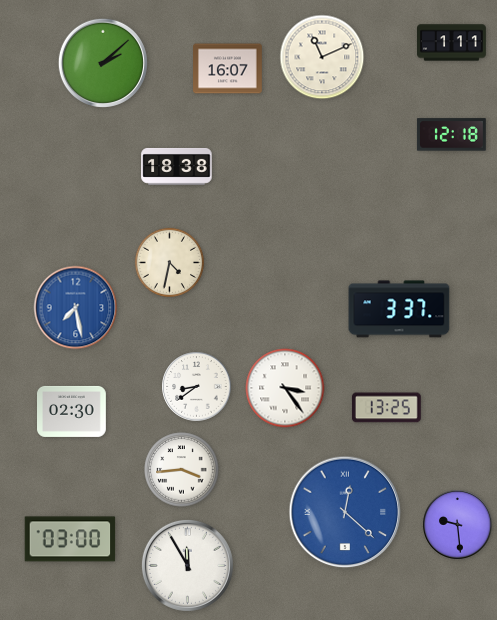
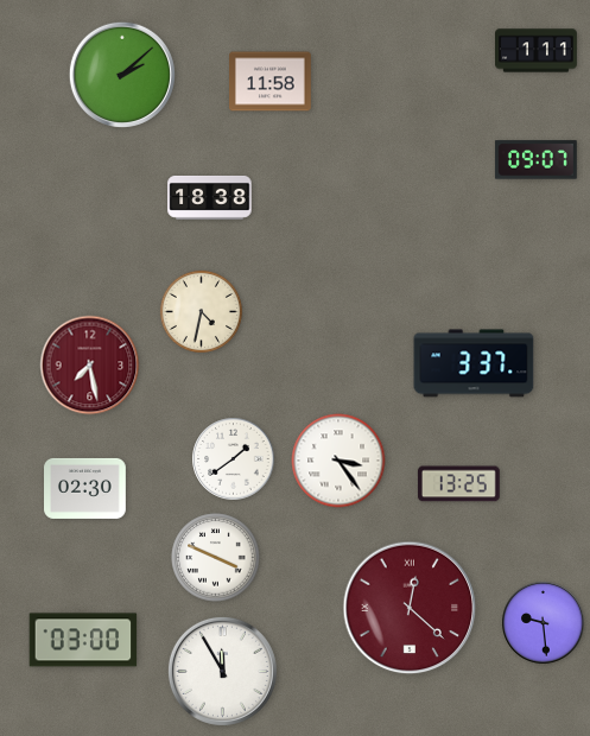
clock at (322, 57): 11:11 -> none
clock at (228, 69): 16:07 -> 11:58
clock at (451, 135): 12:18 -> 09:07
clock at (76, 308) dial: blue -> burgundy
clock at (399, 309) position: (399, 309) -> (474, 363)
clock at (197, 387): 8:39 -> 1:39
clock at (182, 470): 3:44 -> 3:49
clock at (345, 512) dial: blue -> burgundy
